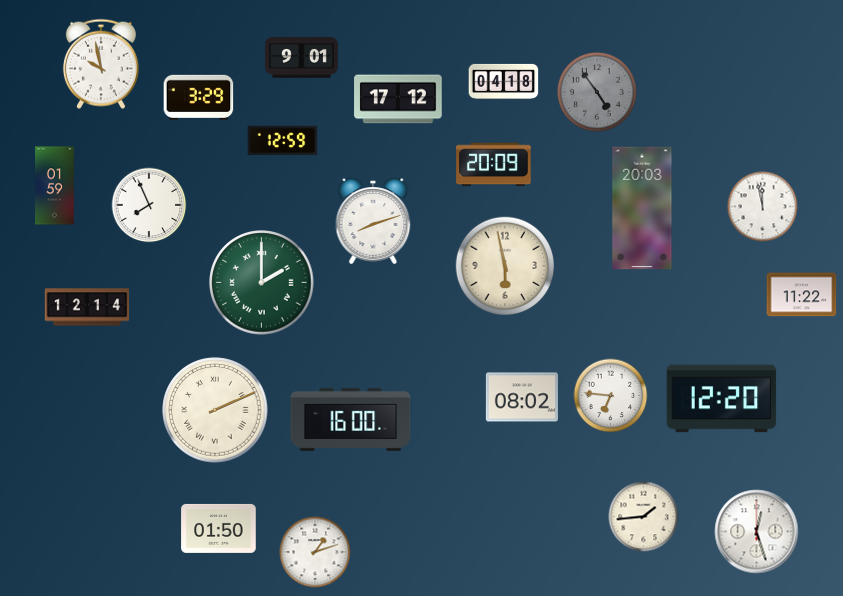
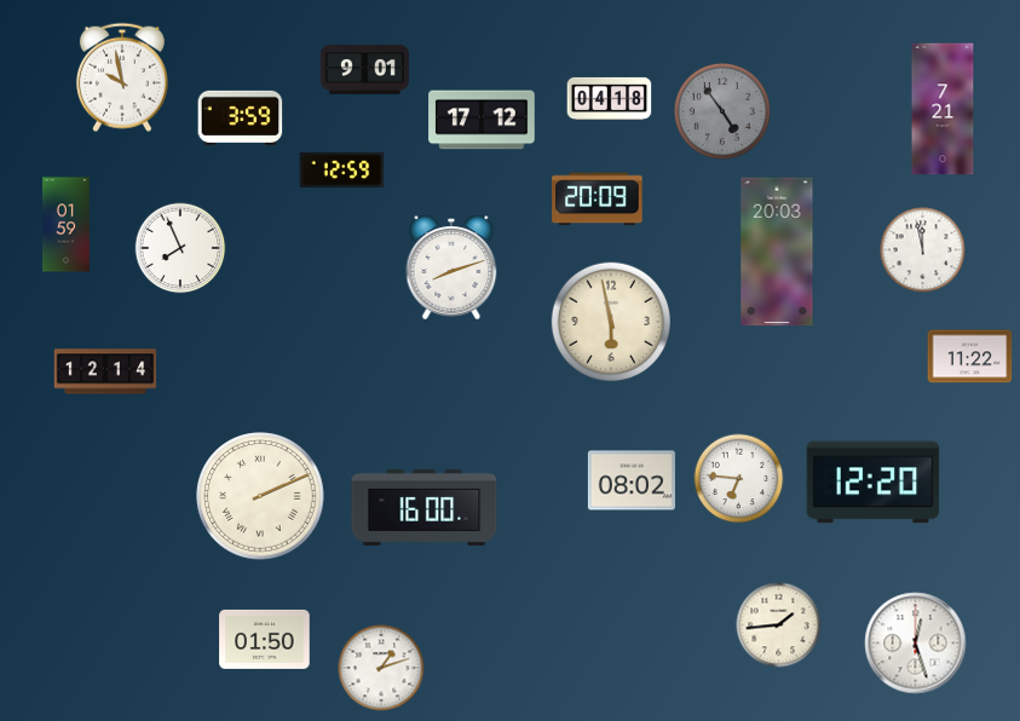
clock at (943, 109): none -> 7:21
clock at (199, 97): 3:29 -> 3:59
clock at (262, 283): 2:00 -> none
